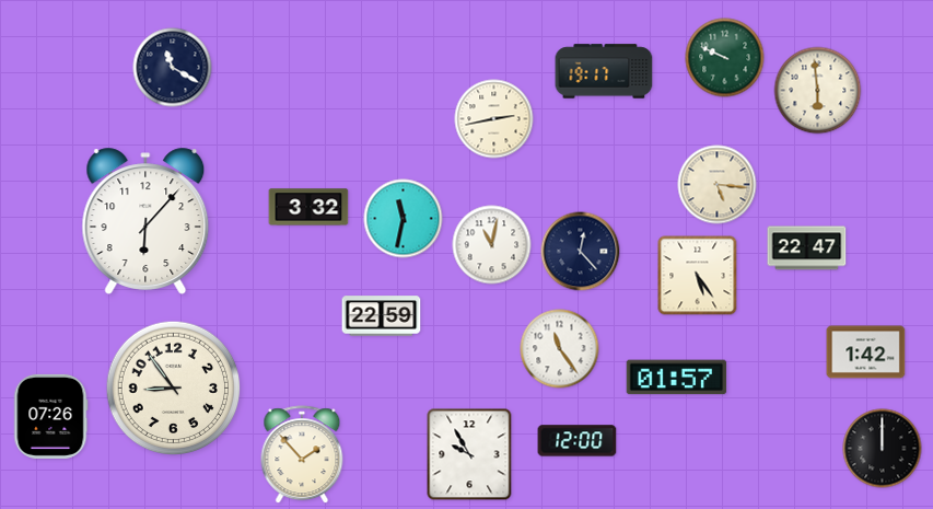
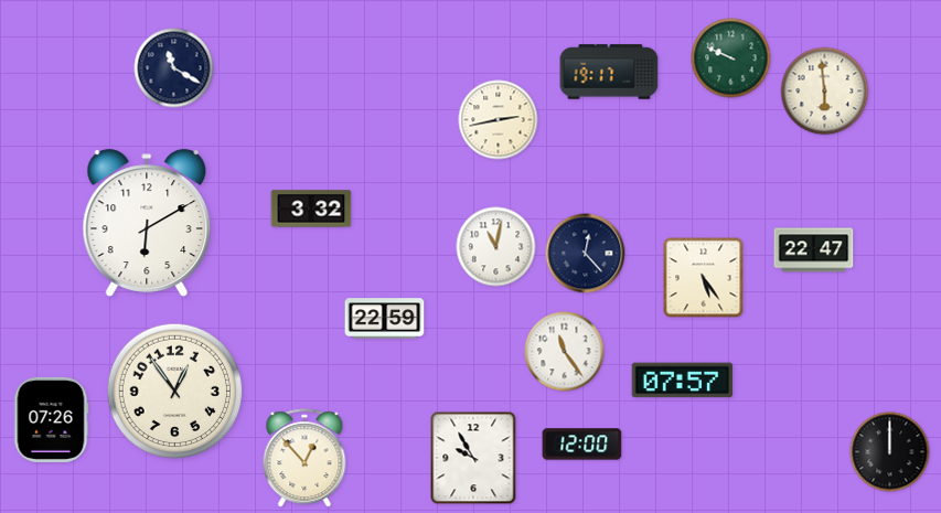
clock at (718, 185): 5:16 -> none
clock at (404, 219): 11:32 -> none
clock at (145, 221): 6:07 -> 6:10
clock at (866, 352): 1:42 -> none
clock at (677, 378): 01:57 -> 07:57
clock at (174, 389): 8:54 -> 12:54
clock at (302, 455): 1:53 -> 12:53
